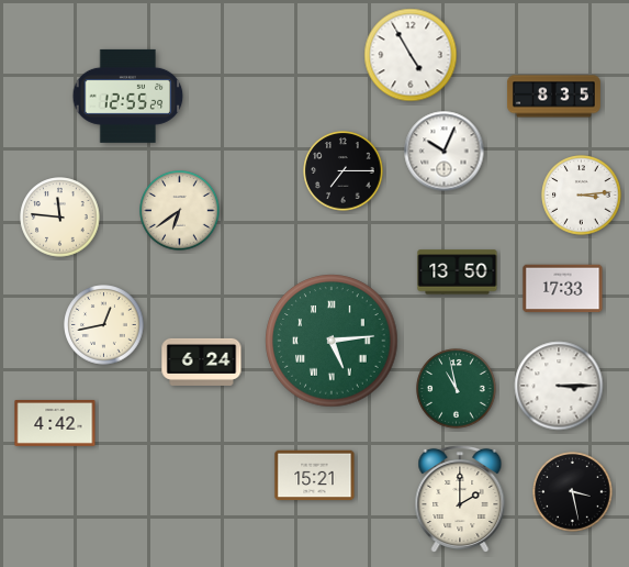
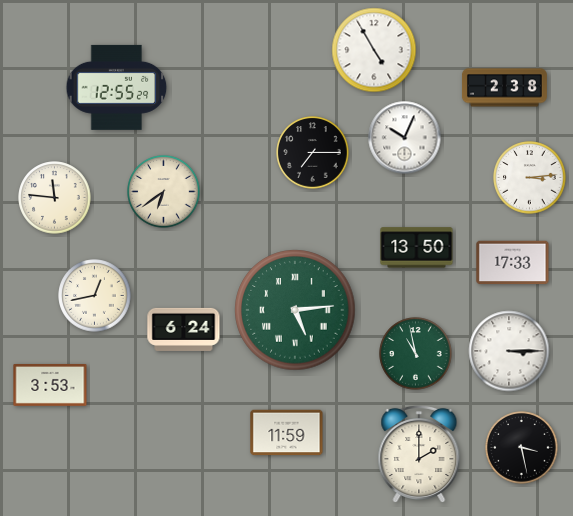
clock at (553, 97): 8:35 -> 2:38
clock at (344, 171) position: (344, 171) -> (313, 153)
clock at (332, 341) position: (332, 341) -> (295, 310)
clock at (55, 423): 4:42 -> 3:53
clock at (315, 476): 15:21 -> 11:59
